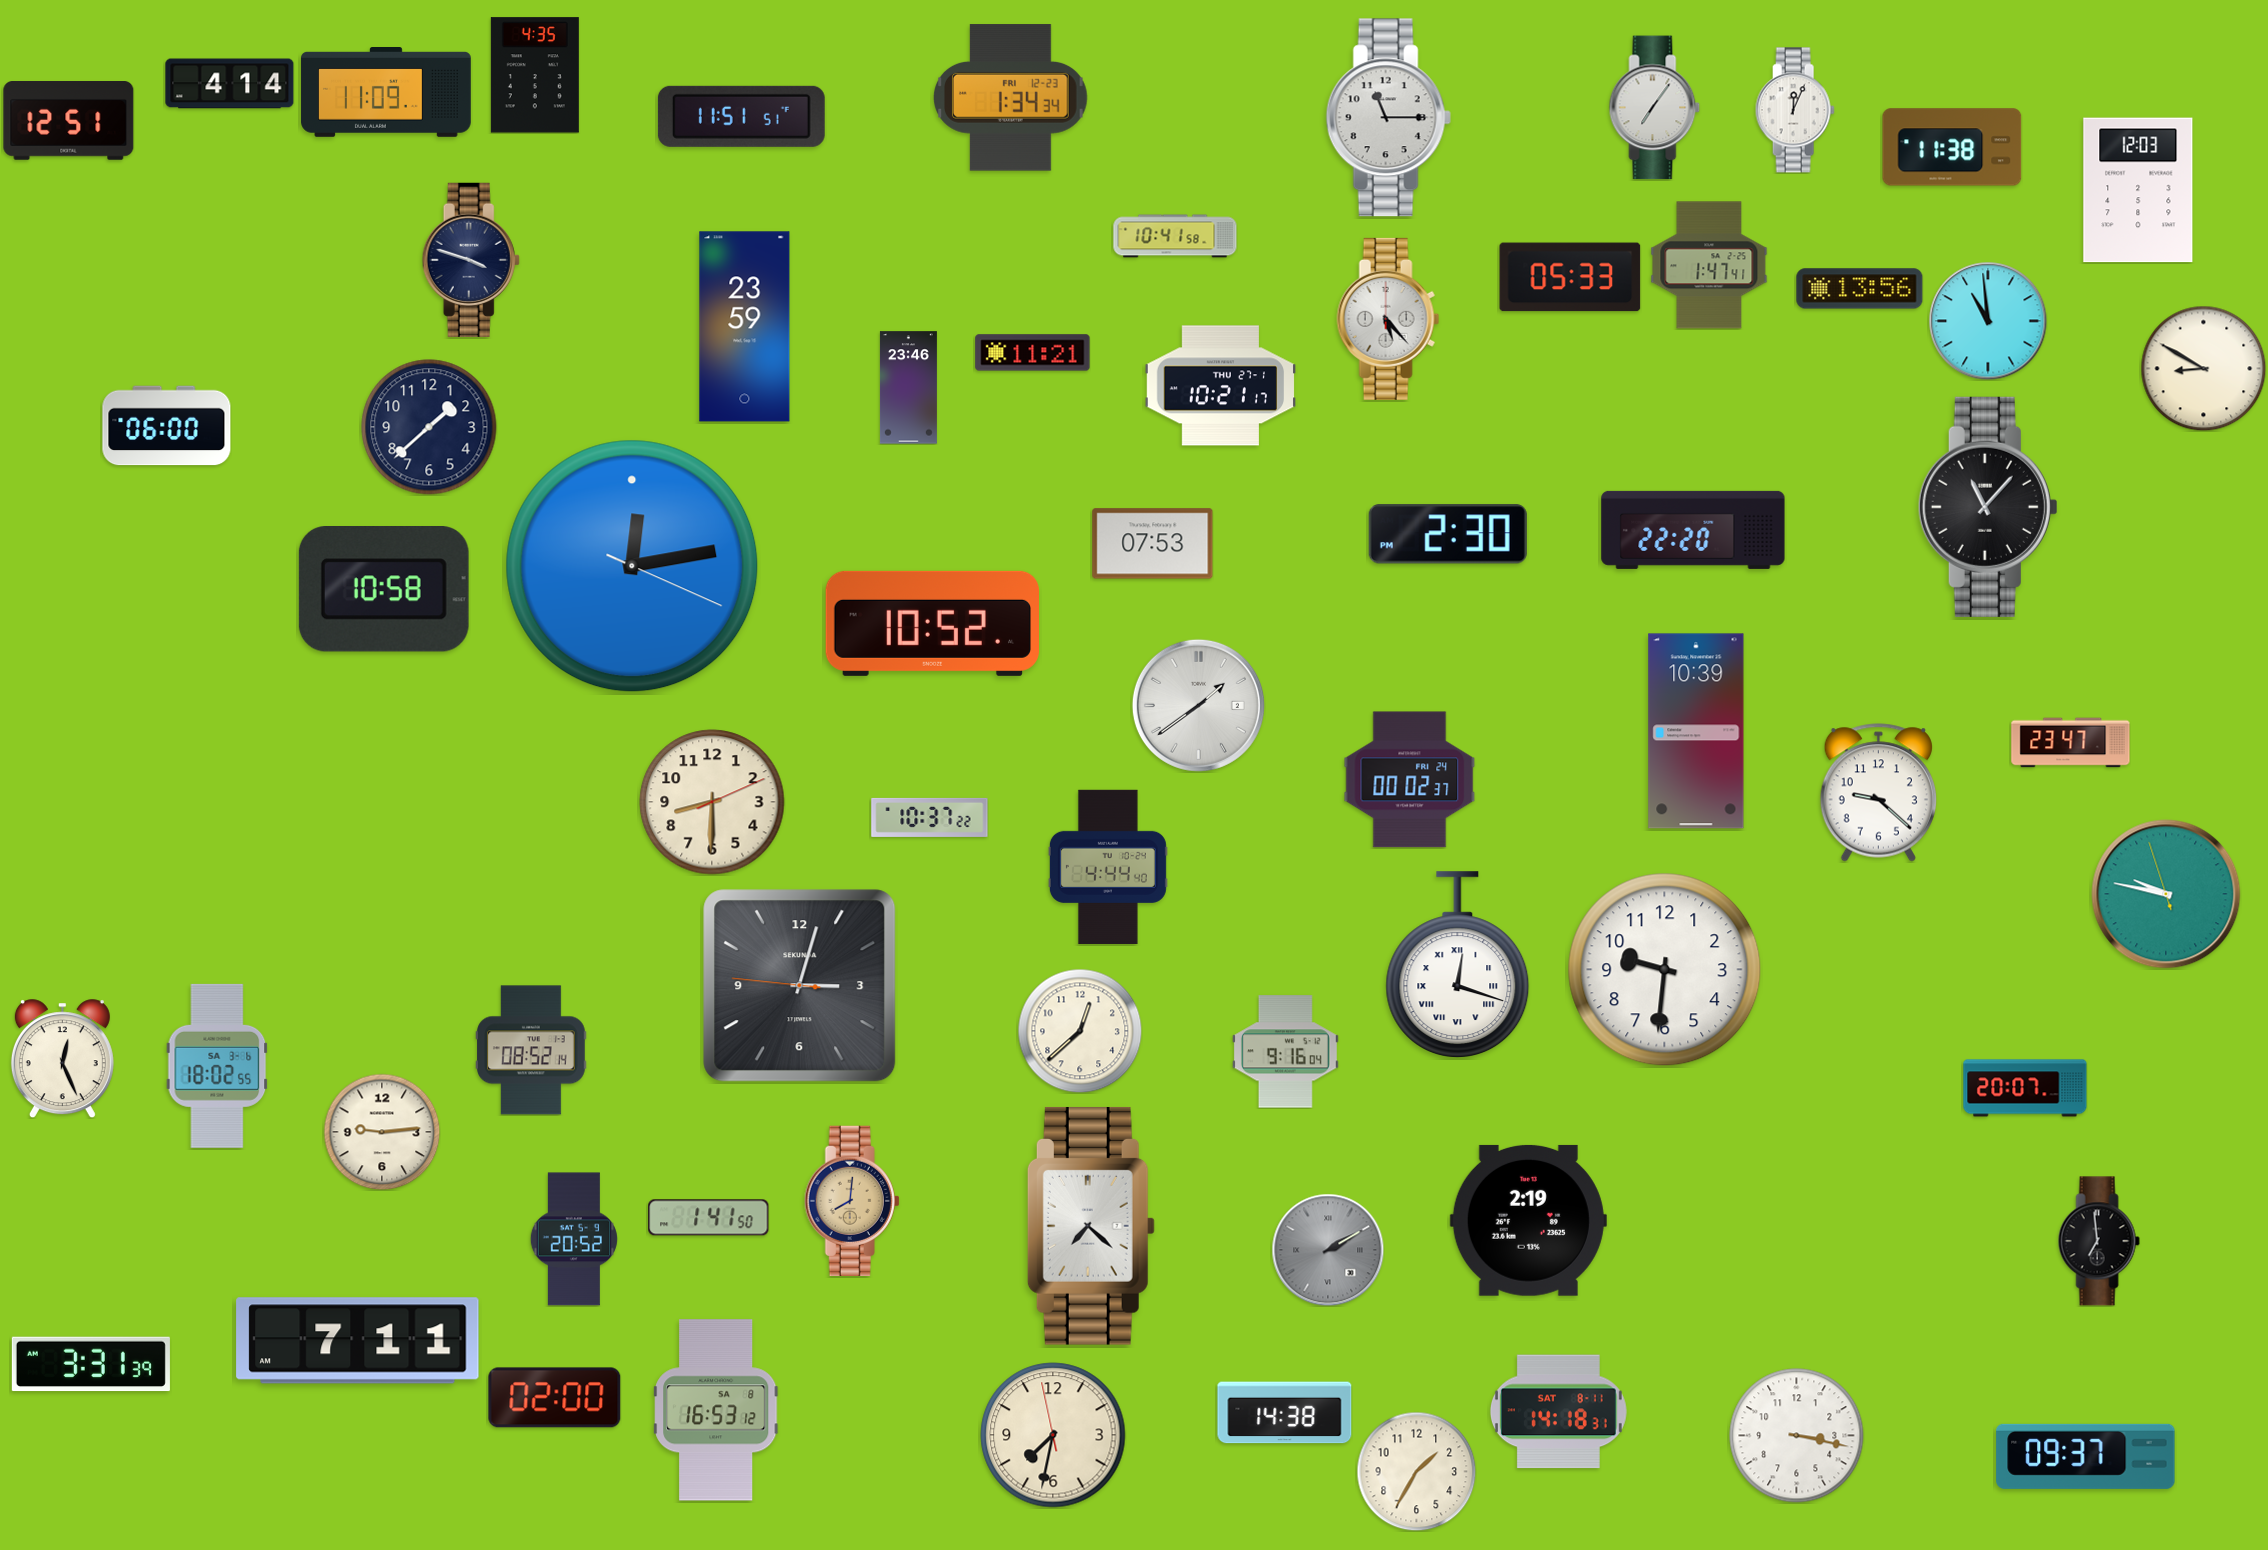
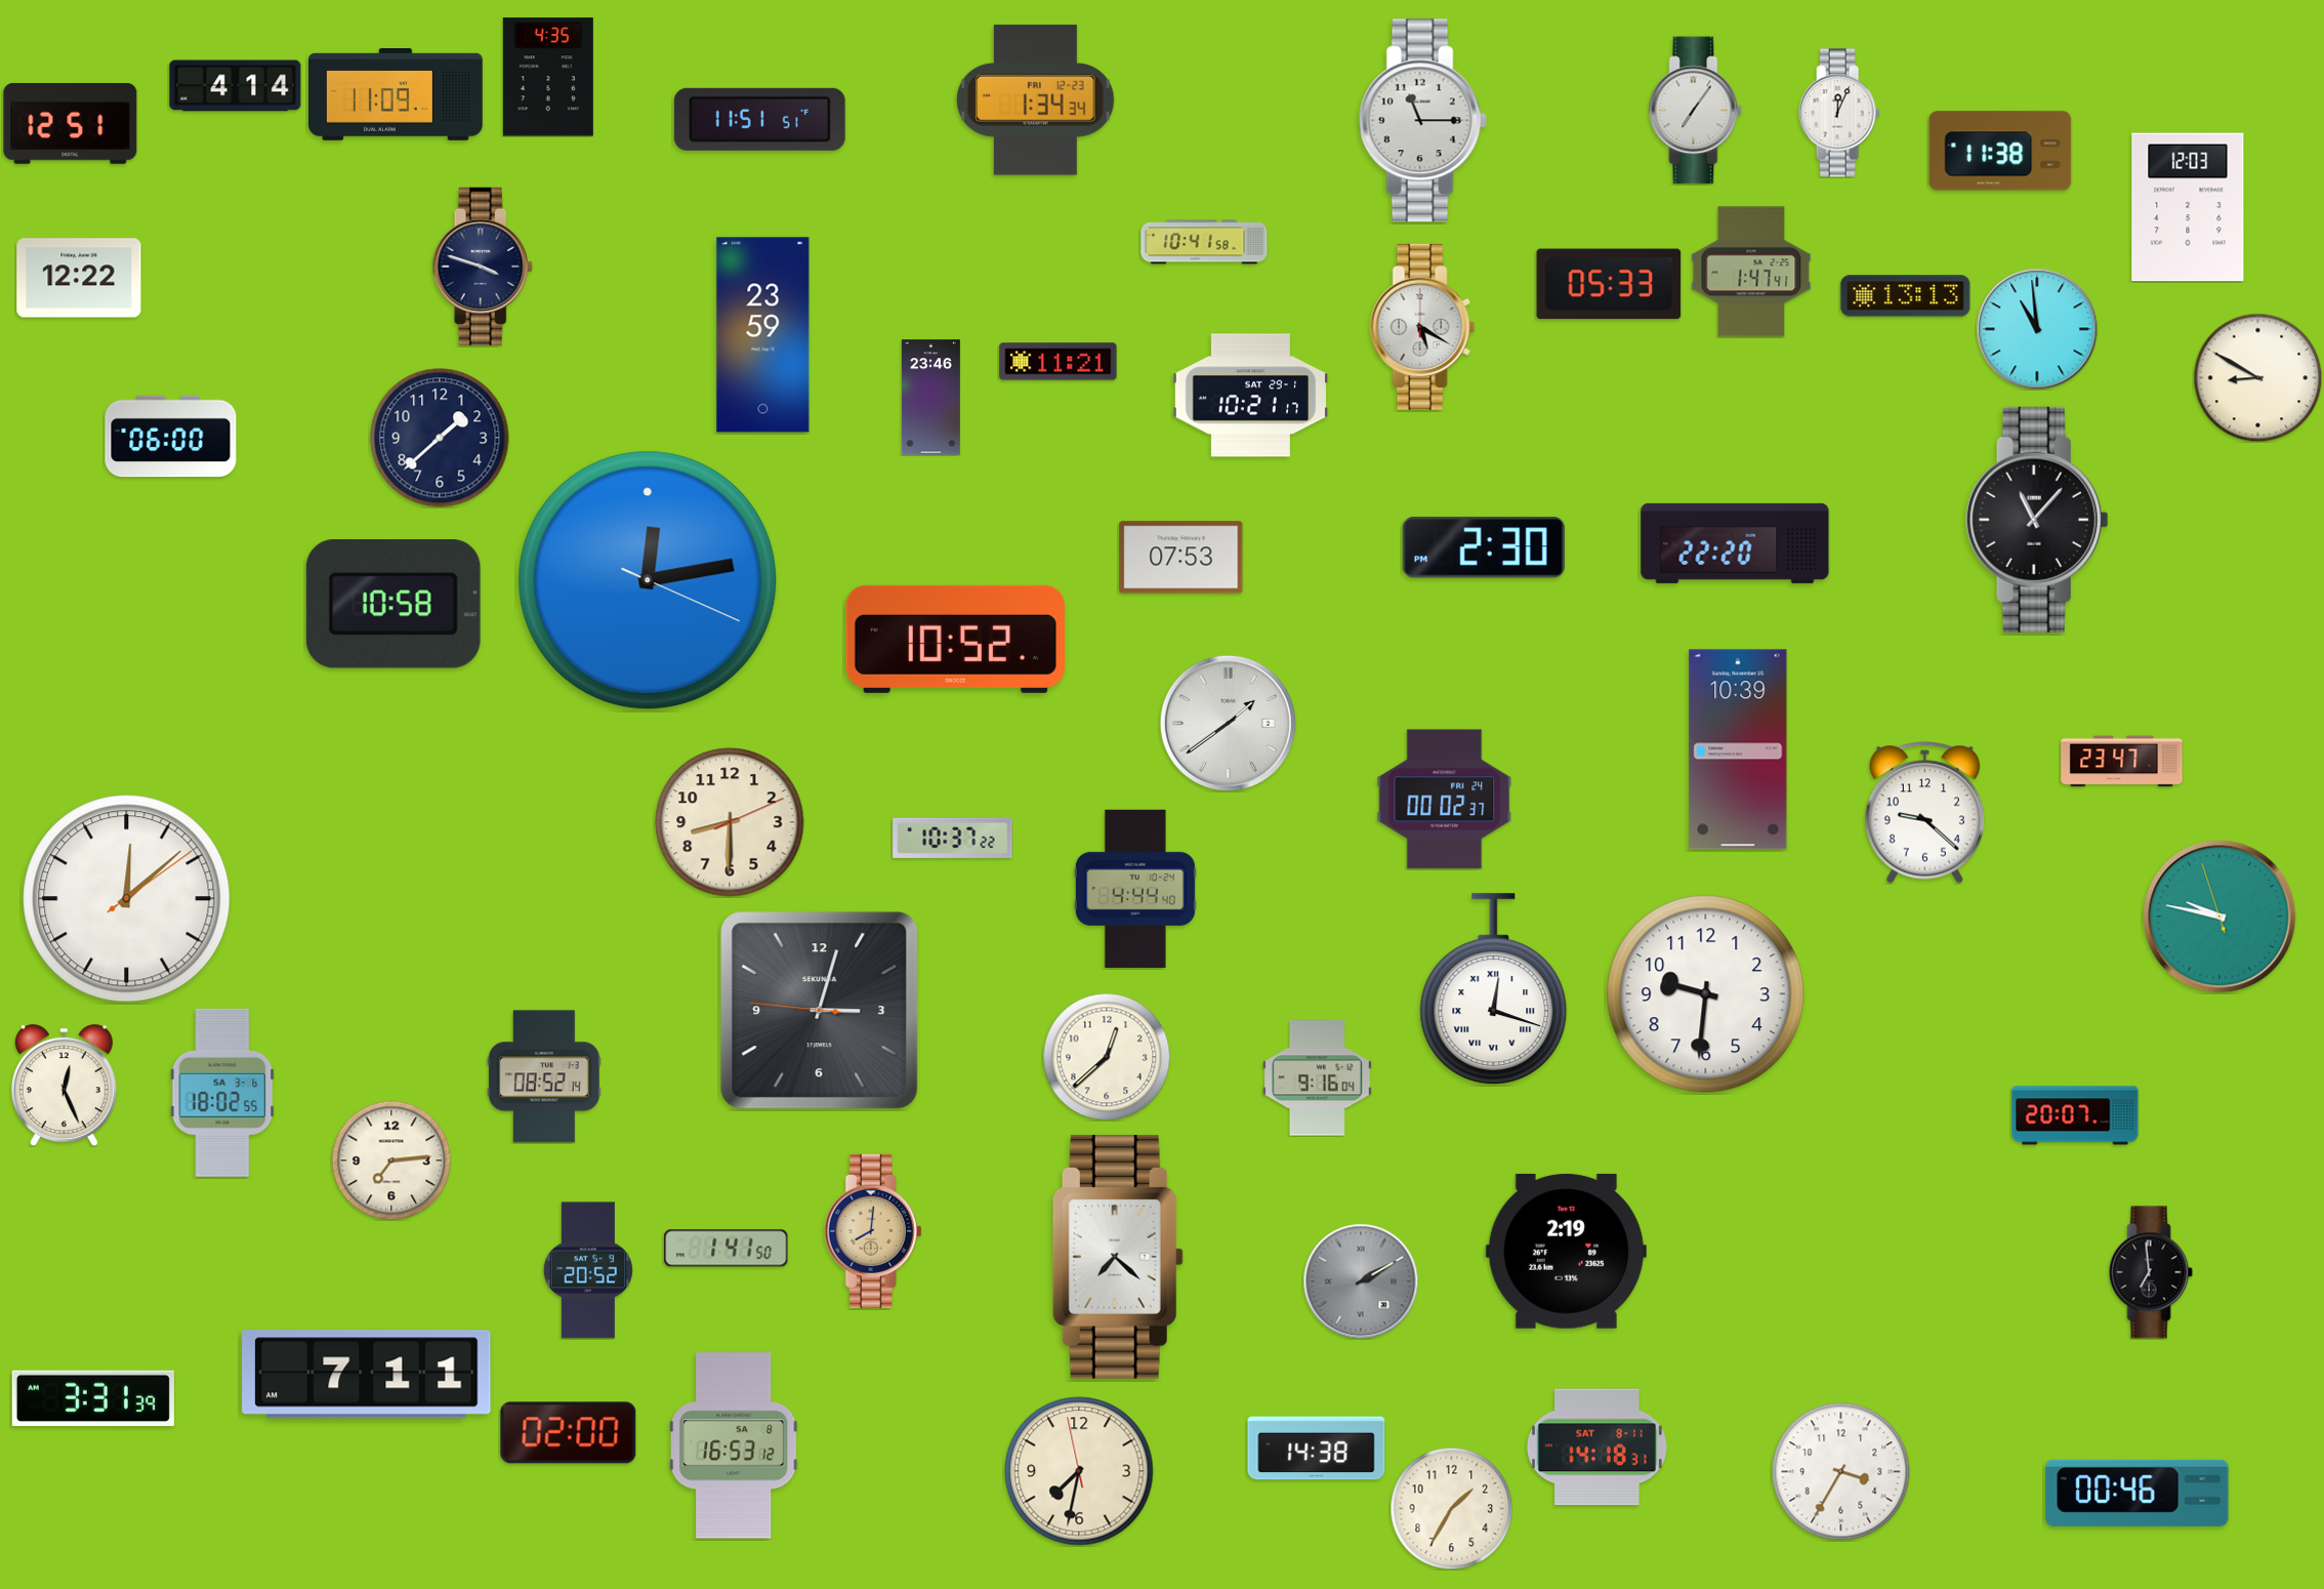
clock at (2138, 190) position: (2138, 190) -> (2188, 207)
clock at (79, 278): none -> 12:22
clock at (1860, 289): 13:56 -> 13:13
clock at (1388, 319): 5:23 -> 5:20
clock at (1220, 386) date: THU 27-1 -> SAT 29-1
clock at (127, 899): none -> 12:08
clock at (382, 1132): 9:14 -> 7:14
clock at (1797, 1436): 3:17 -> 3:35
clock at (2086, 1456): 09:37 -> 00:46
